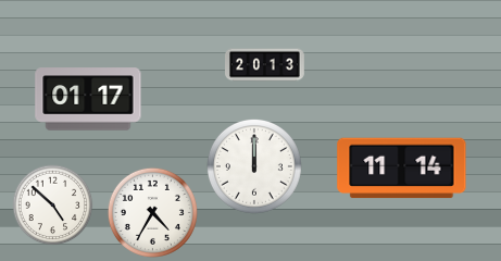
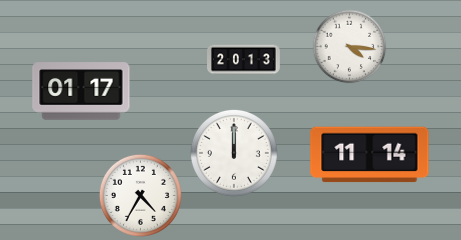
clock at (350, 47): none -> 4:16
clock at (53, 206): 4:52 -> none
